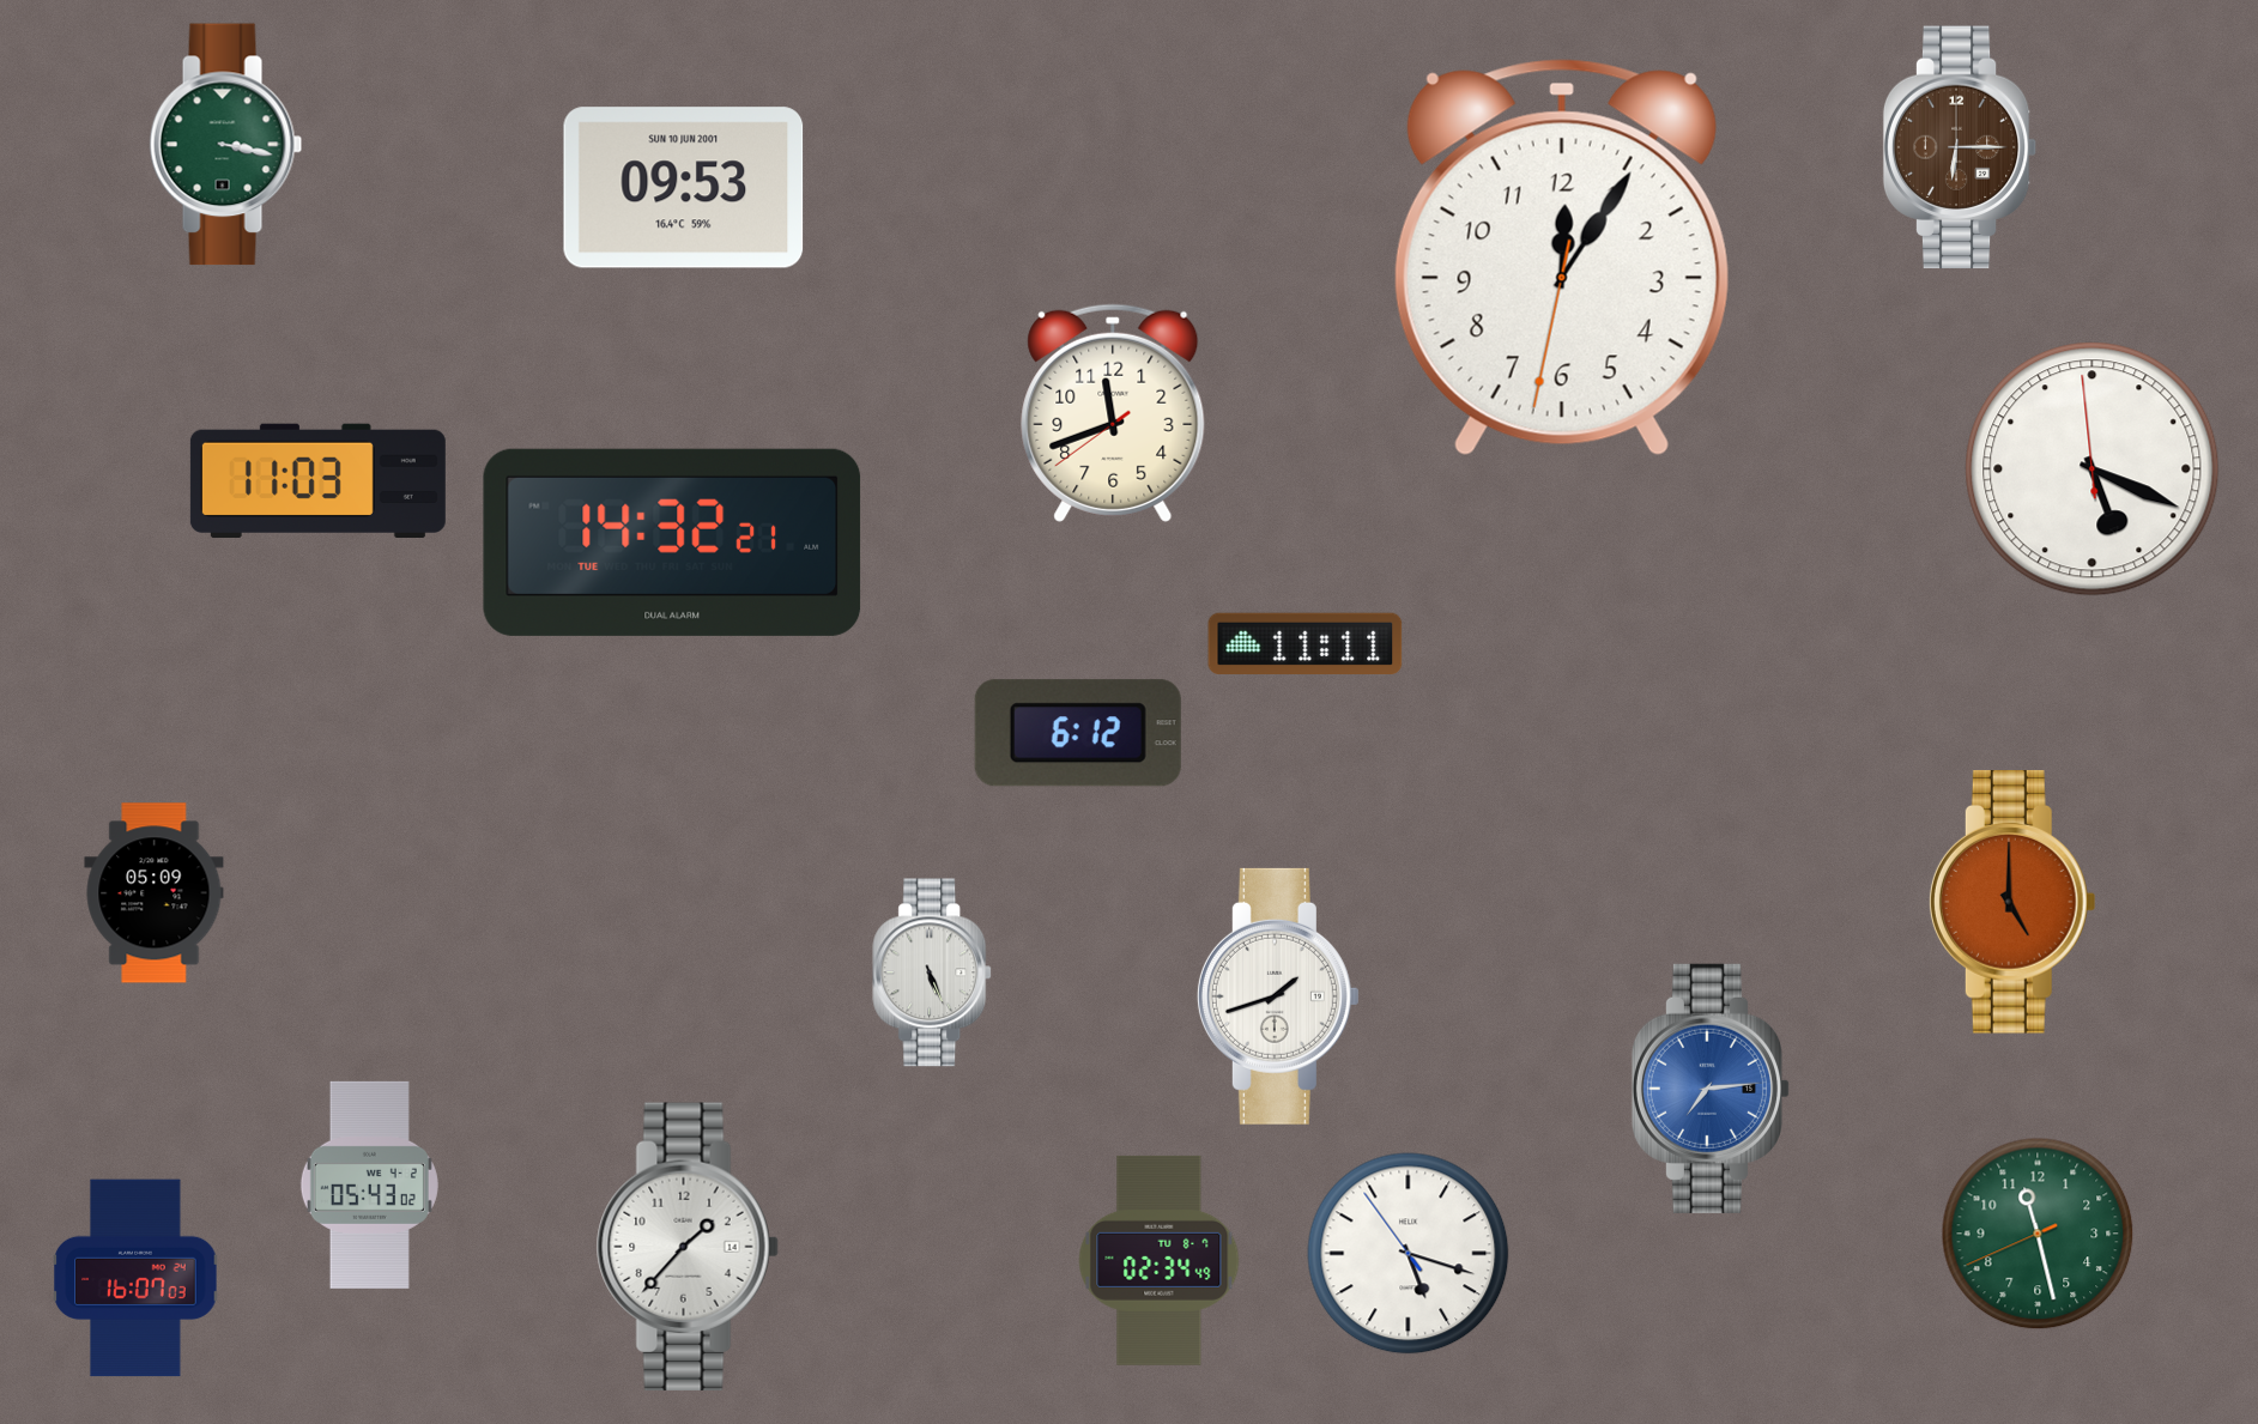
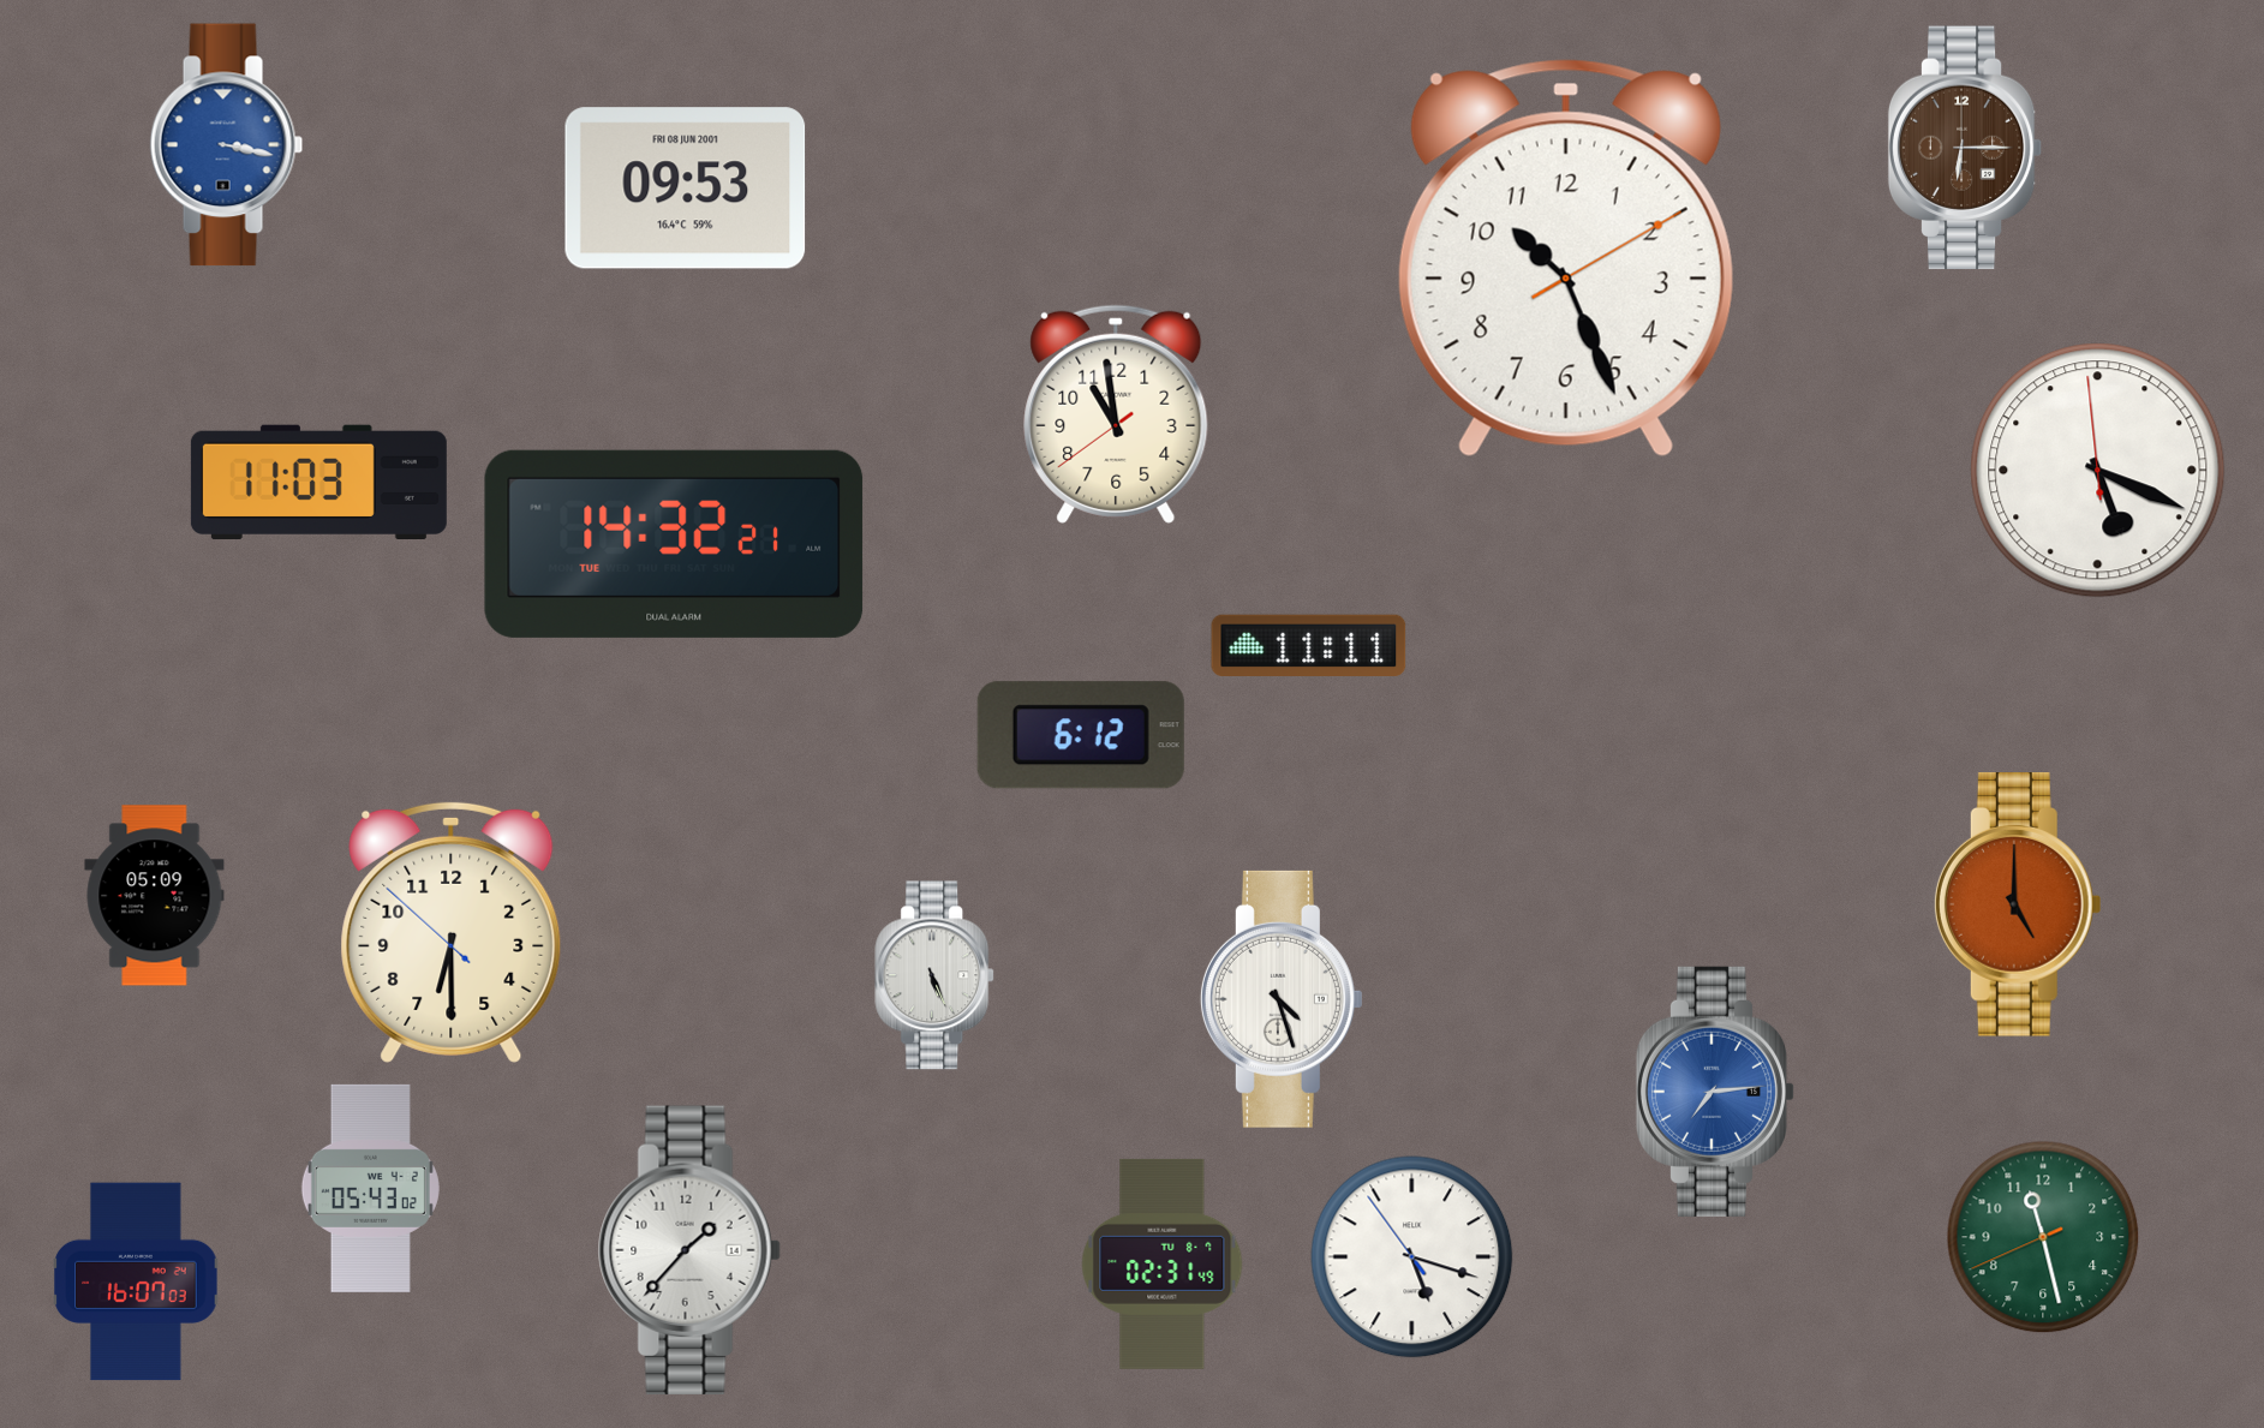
clock at (226, 145) dial: green -> blue
clock at (684, 188) date: SUN 10 JUN 2001 -> FRI 08 JUN 2001
clock at (1562, 257): 12:05 -> 10:26
clock at (1113, 413): 11:41 -> 10:58
clock at (452, 932): none -> 6:29
clock at (1278, 996): 1:42 -> 4:27
clock at (1160, 1260): 02:34 -> 02:31
